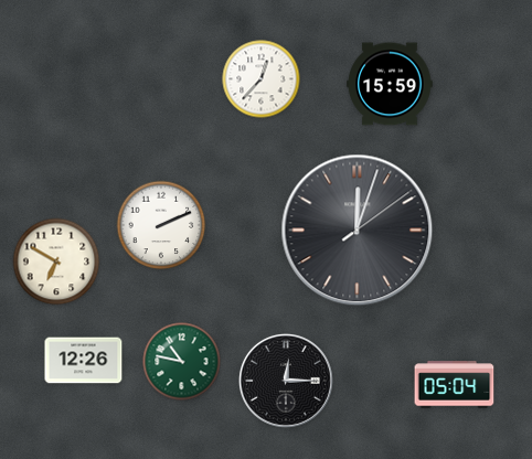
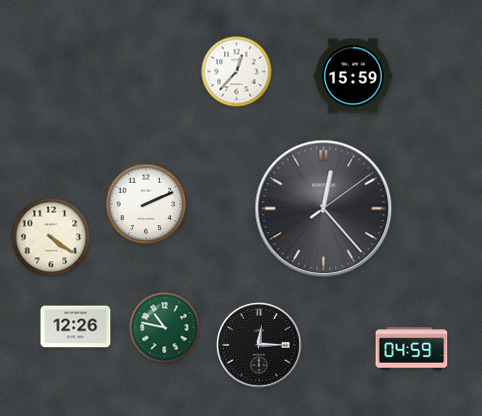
clock at (358, 231): 12:03 -> 12:23
clock at (56, 261): 6:50 -> 4:21
clock at (455, 385): 05:04 -> 04:59
